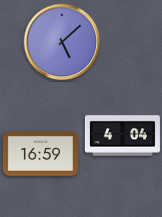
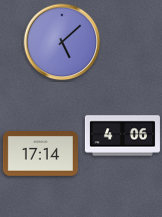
clock at (122, 136): 4:04 -> 4:06
clock at (40, 154): 16:59 -> 17:14
